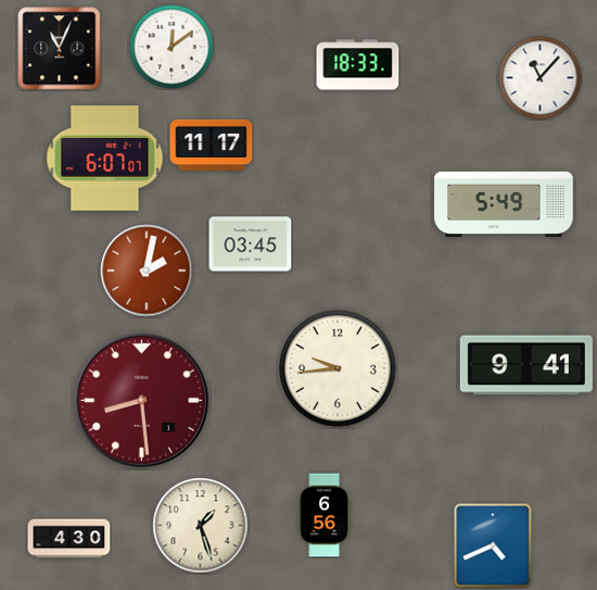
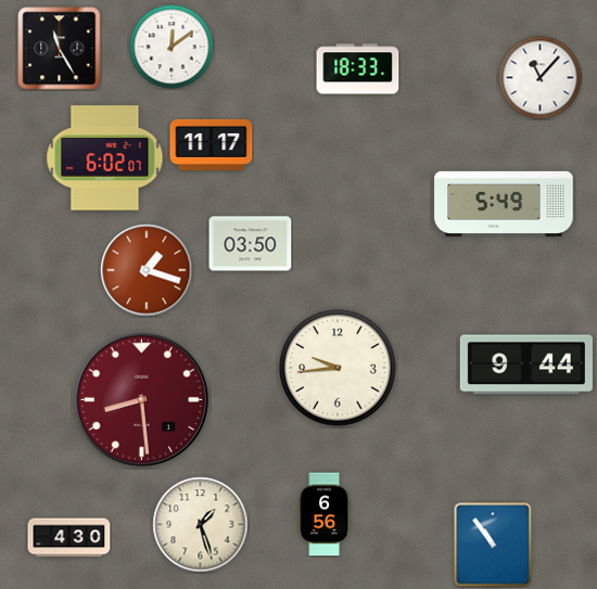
clock at (60, 49): 11:04 -> 11:25
clock at (358, 65) position: (358, 65) -> (358, 69)
clock at (105, 159): 6:07 -> 6:02
clock at (251, 244): 03:45 -> 03:50
clock at (147, 271): 2:02 -> 1:18
clock at (526, 365): 9:41 -> 9:44
clock at (493, 545): 4:41 -> 10:54
